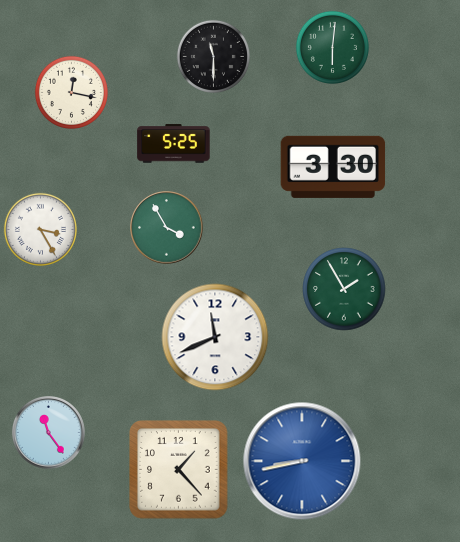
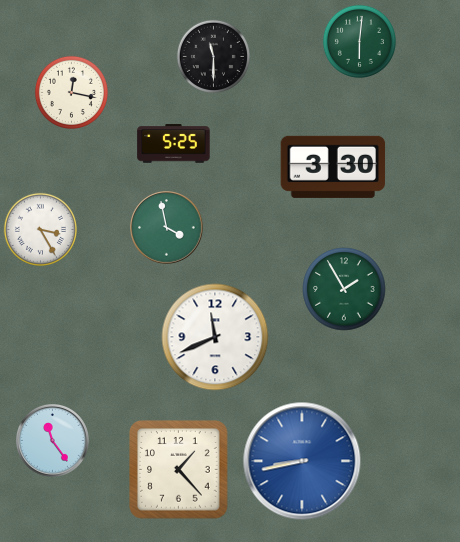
clock at (332, 47) position: (332, 47) -> (359, 41)
clock at (167, 228): 3:55 -> 3:58
clock at (49, 433) position: (49, 433) -> (53, 441)
